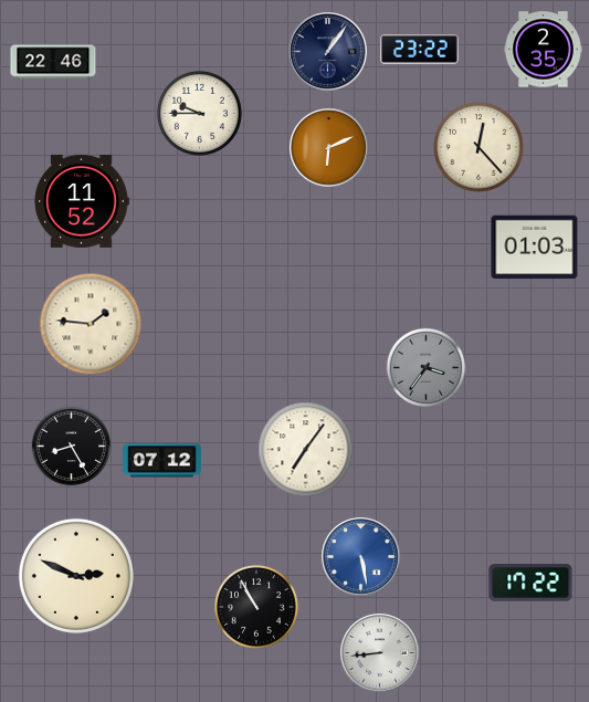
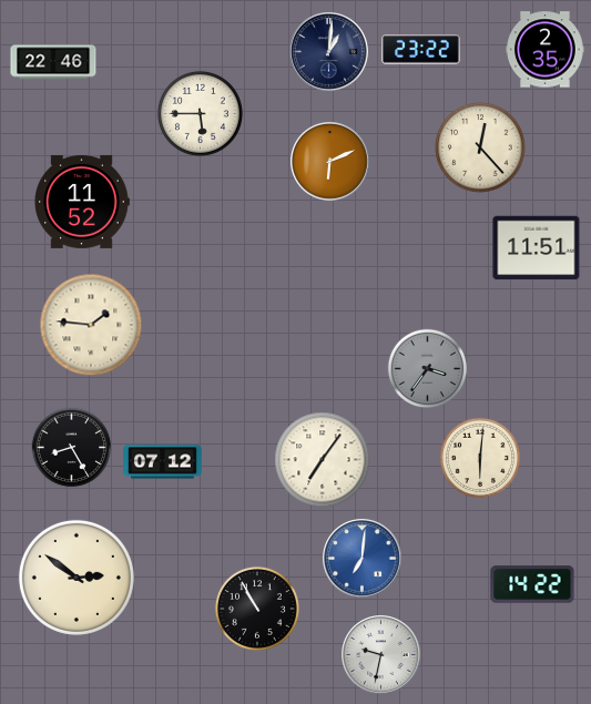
clock at (328, 52): 1:06 -> 1:01
clock at (199, 113): 9:45 -> 5:45
clock at (329, 148) position: (329, 148) -> (330, 162)
clock at (535, 248): 01:03 -> 11:51
clock at (306, 450) position: (306, 450) -> (323, 460)
clock at (479, 457): none -> 6:01
clock at (361, 557): 5:28 -> 7:01
clock at (76, 576): 2:49 -> 2:51
clock at (530, 583): 17:22 -> 14:22
clock at (380, 653): 8:44 -> 9:32
